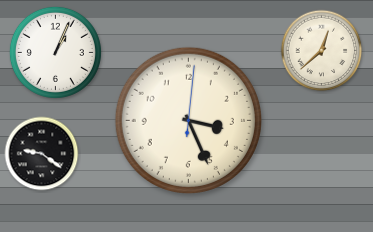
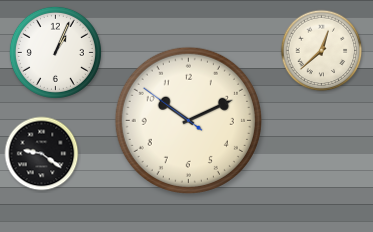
clock at (188, 120): 3:26 -> 10:10
